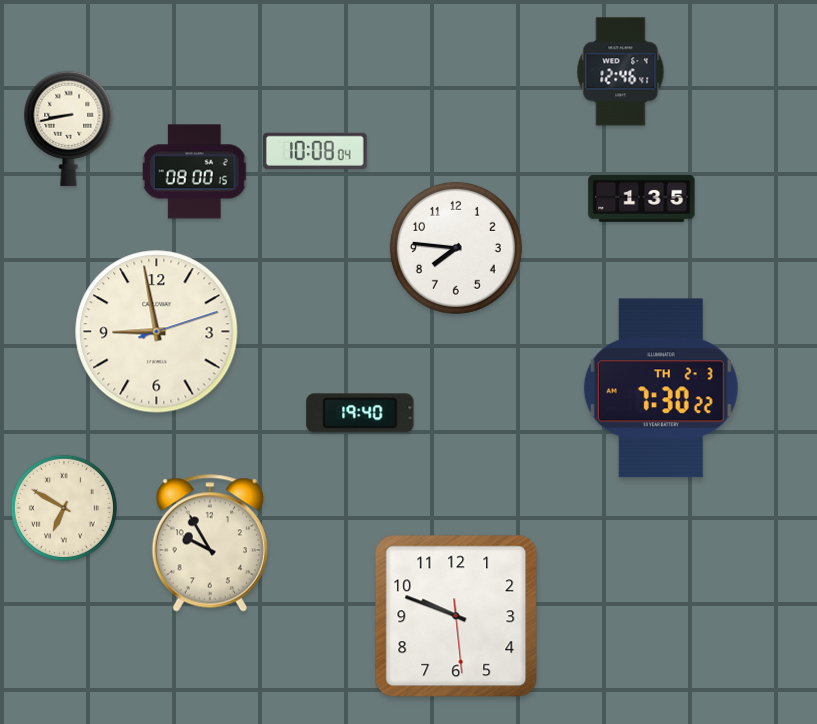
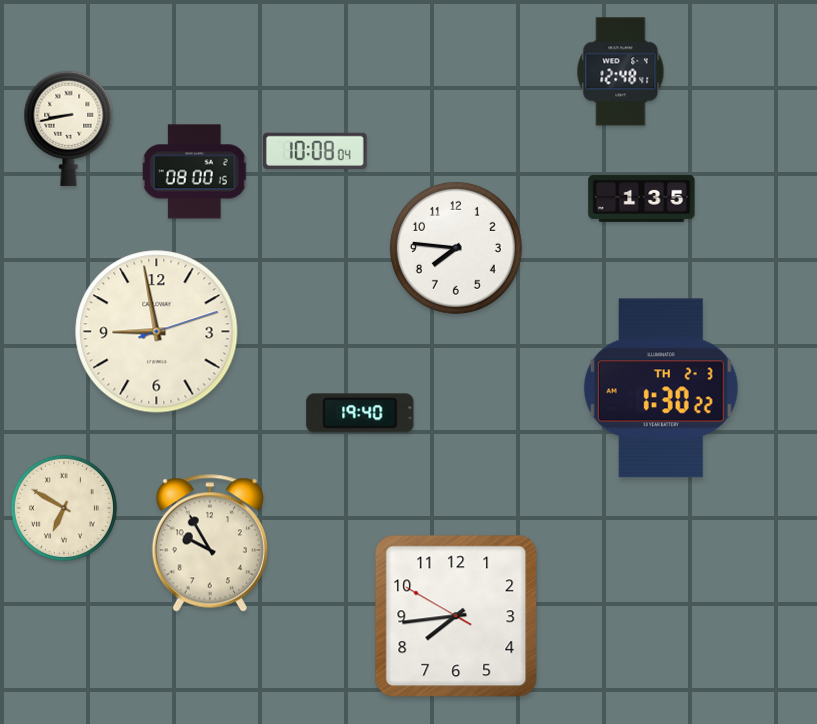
clock at (621, 72): 12:46 -> 12:48
clock at (661, 388): 7:30 -> 1:30
clock at (456, 616): 9:48 -> 7:43
